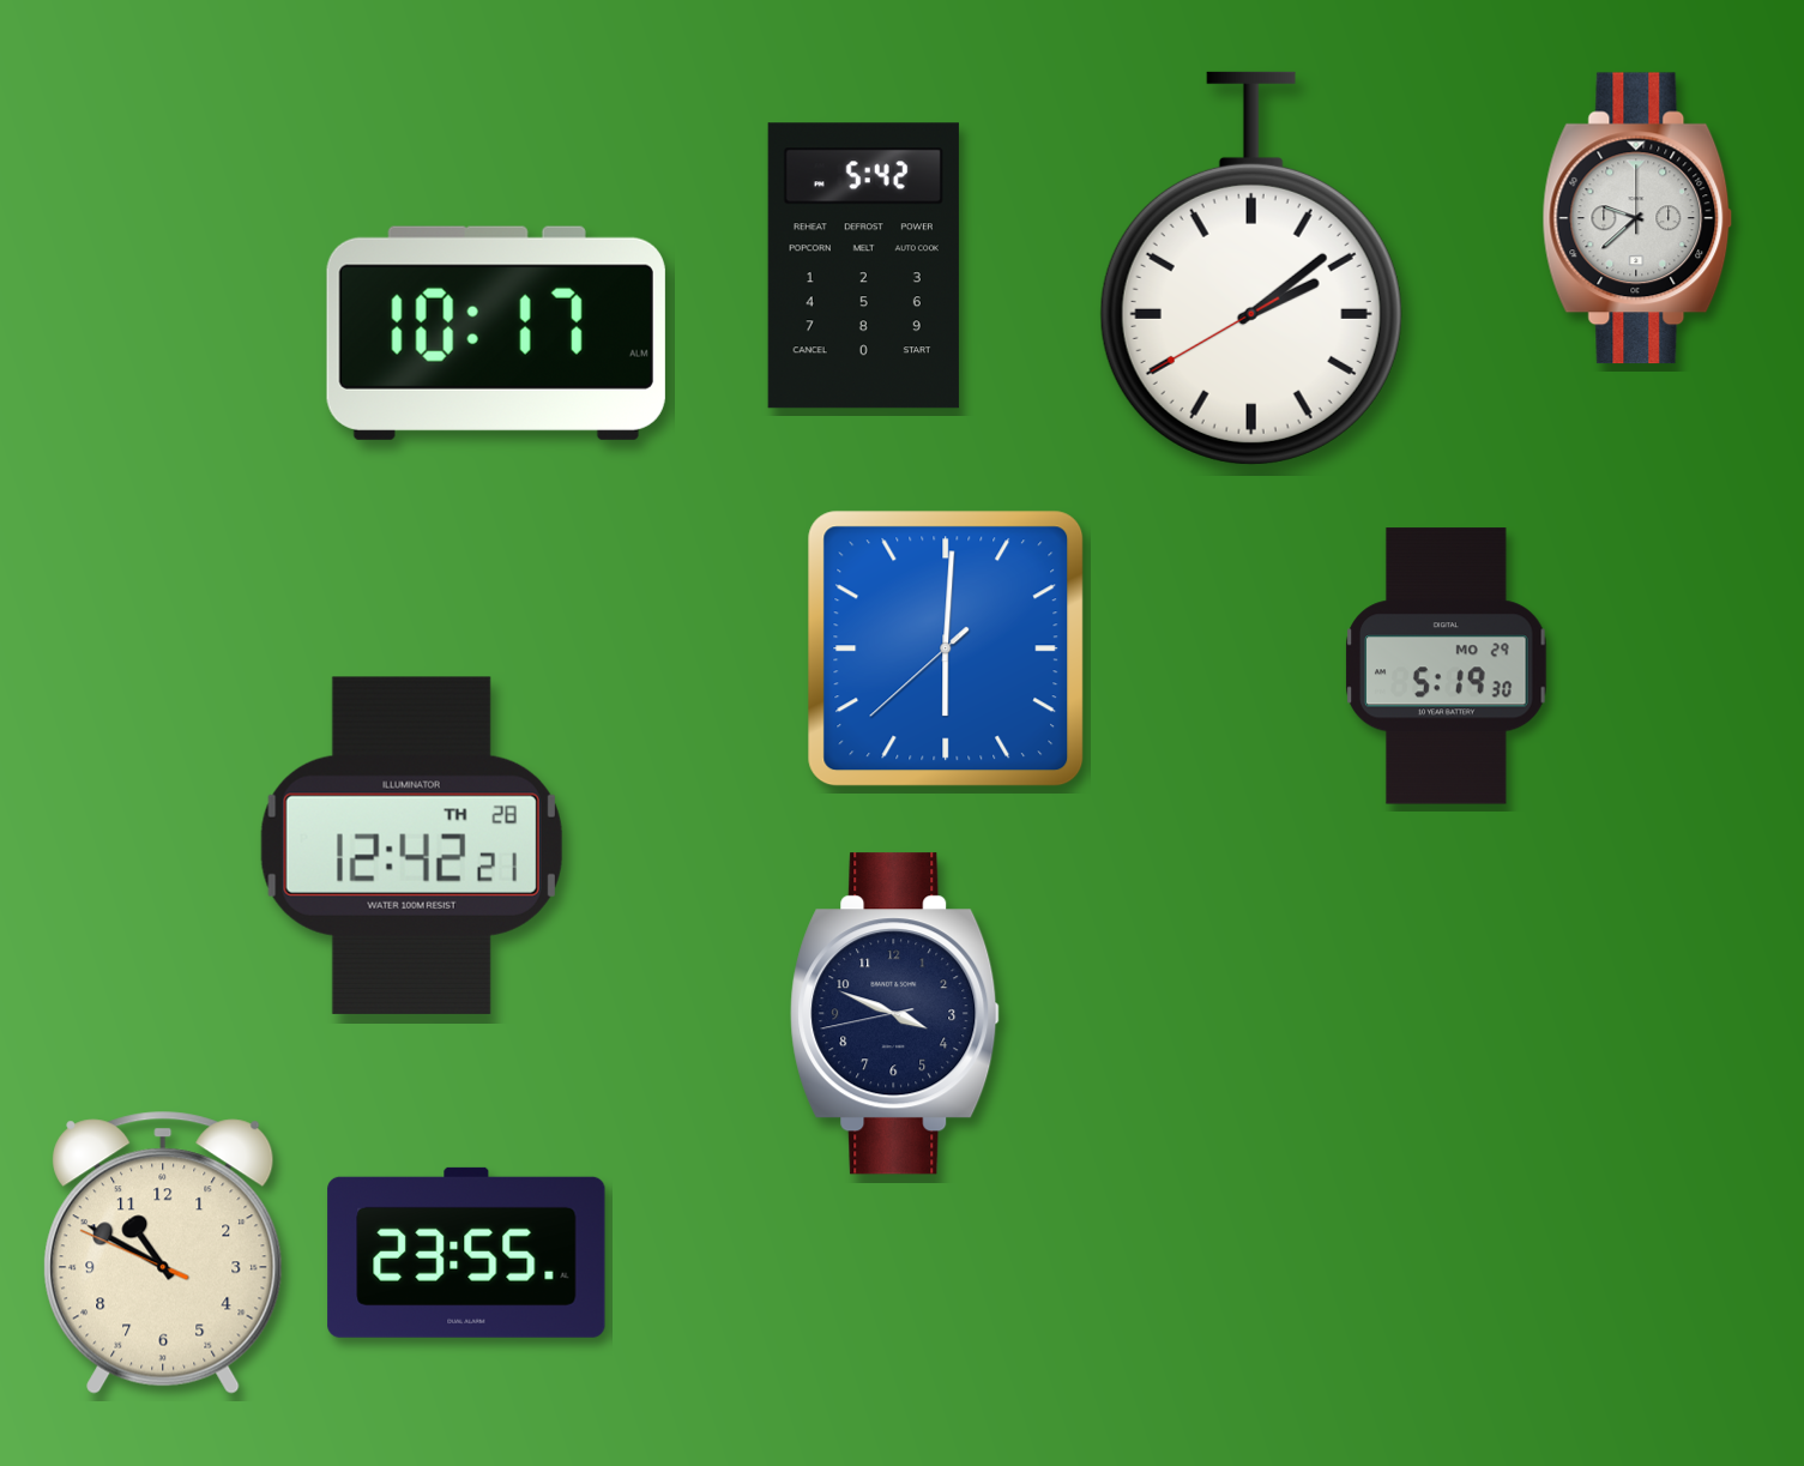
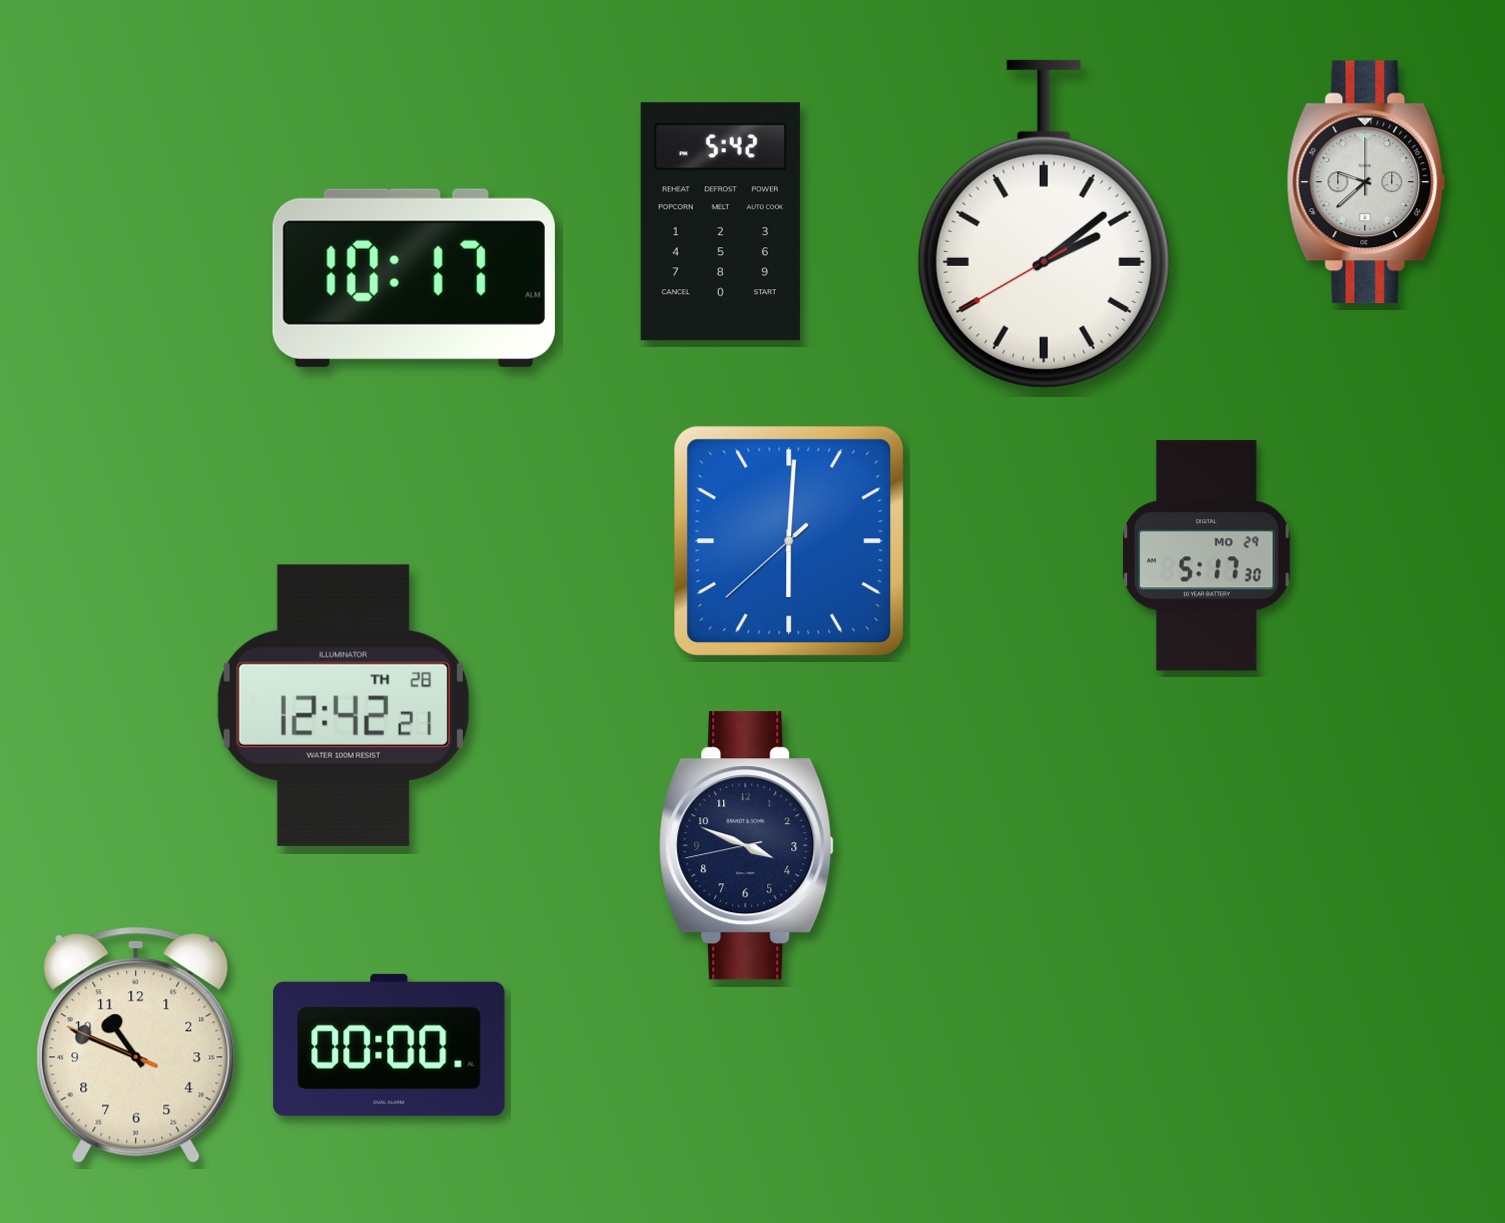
clock at (1447, 666): 5:19 -> 5:17
clock at (163, 1253): 10:49 -> 10:48
clock at (466, 1253): 23:55 -> 00:00
